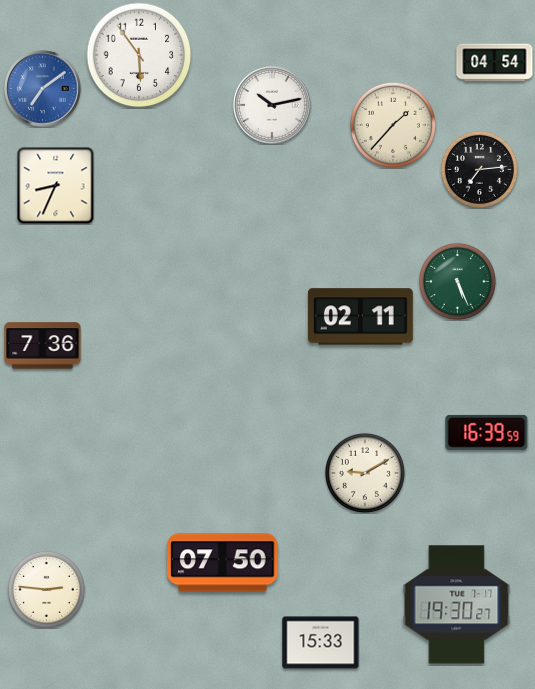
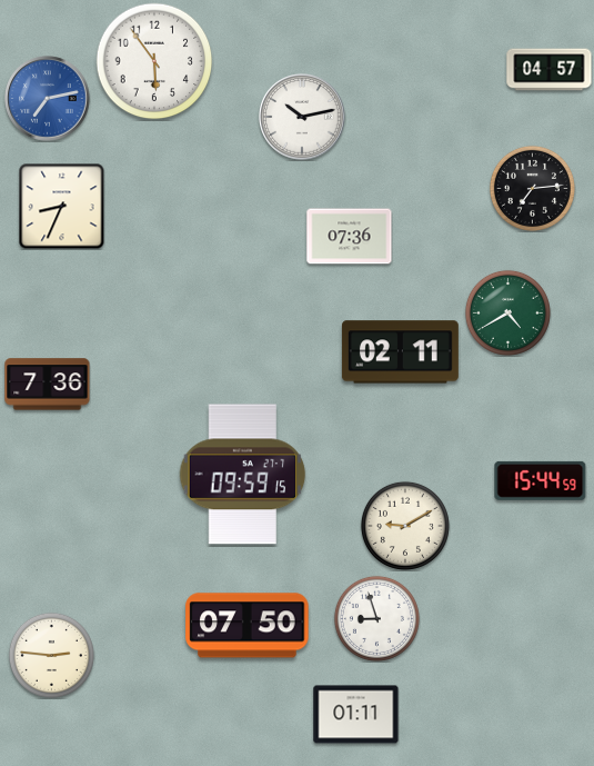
clock at (495, 63): 04:54 -> 04:57
clock at (43, 89): 7:09 -> 7:13
clock at (393, 125): 1:37 -> none
clock at (350, 237): none -> 07:36
clock at (457, 281): 5:26 -> 4:40
clock at (243, 475): none -> 09:59
clock at (487, 432): 16:39 -> 15:44
clock at (376, 618): none -> 8:57
clock at (457, 605): 19:30 -> none
clock at (321, 643): 15:33 -> 01:11
